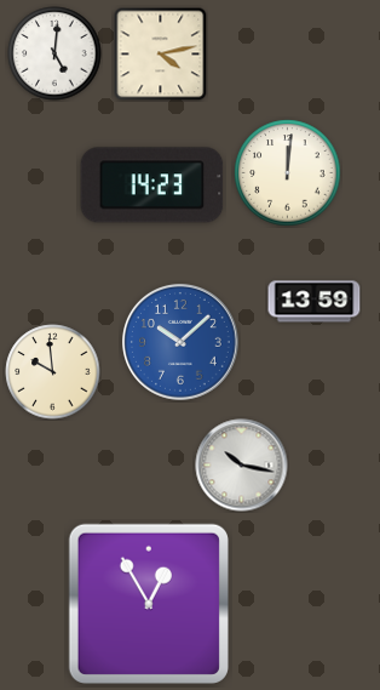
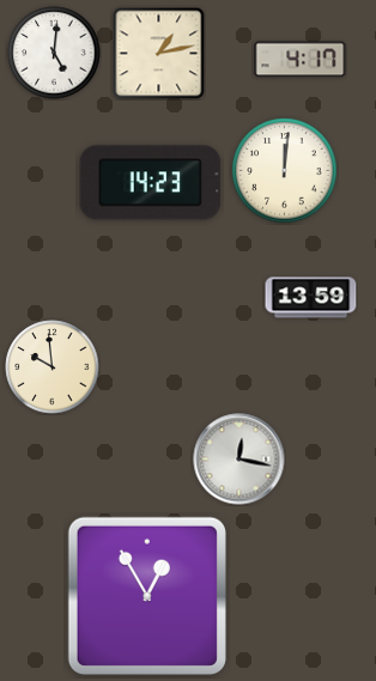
clock at (160, 53): 4:13 -> 1:13
clock at (301, 60): none -> 4:17
clock at (182, 343): 10:08 -> none
clock at (242, 466): 10:17 -> 12:17
